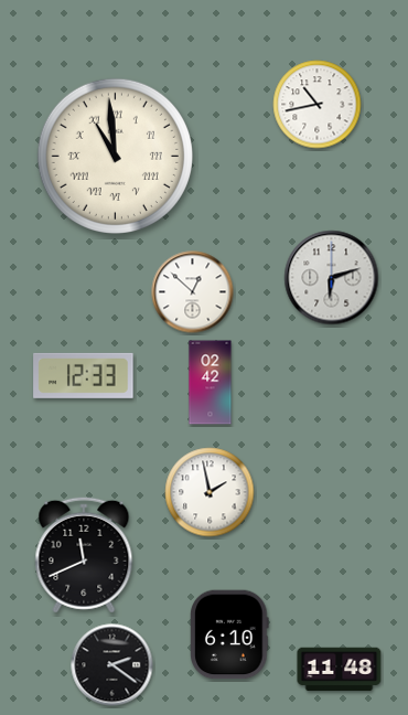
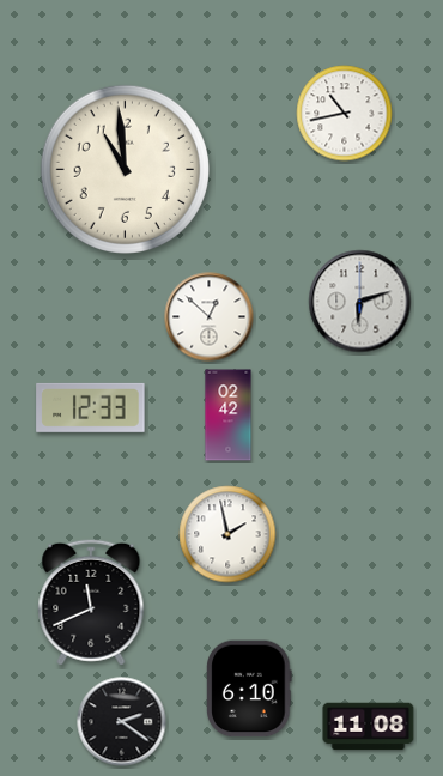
clock at (115, 156) numerals: Roman -> Arabic
clock at (340, 670): 11:48 -> 11:08
